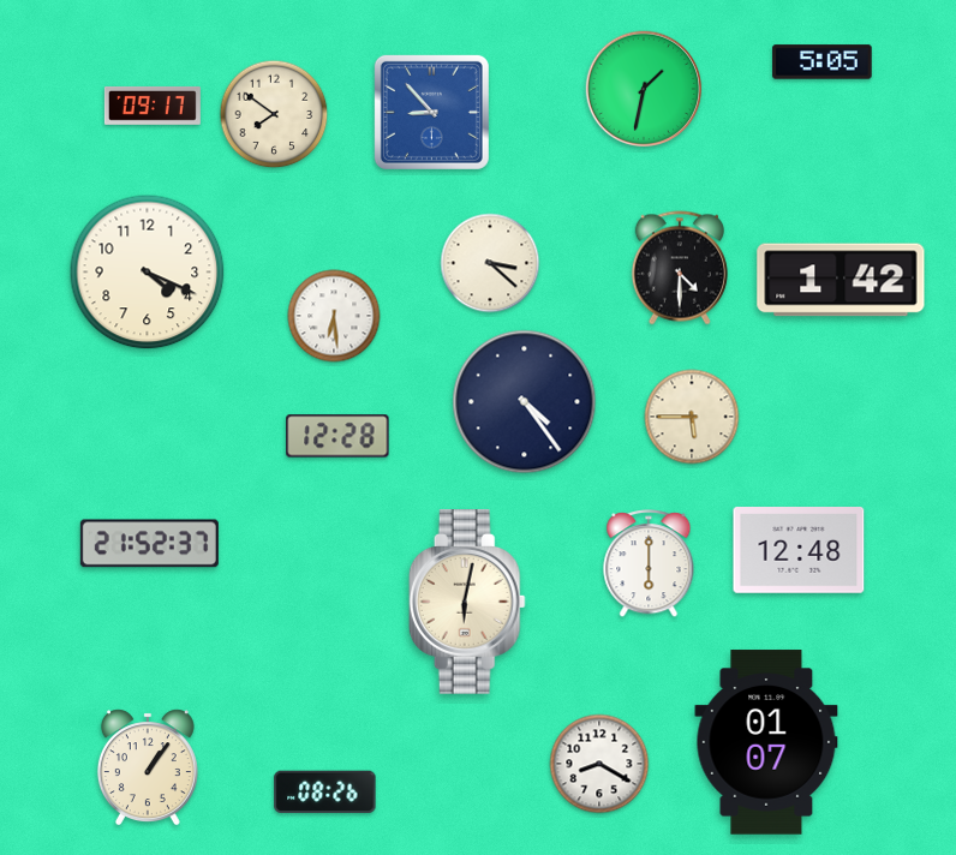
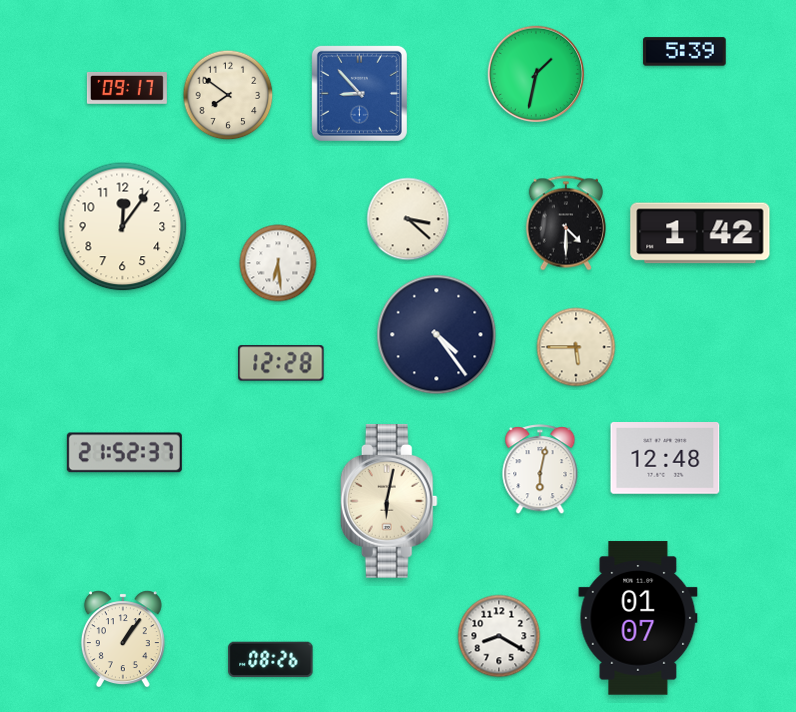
clock at (823, 62): 5:05 -> 5:39
clock at (148, 273): 4:19 -> 12:06
clock at (649, 564): 6:00 -> 6:02
